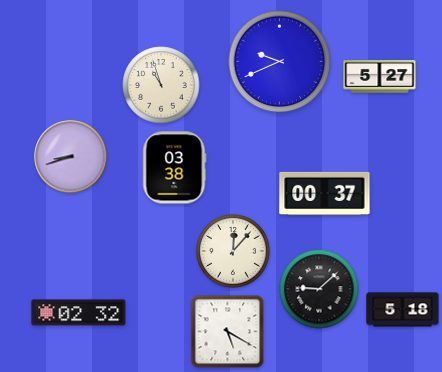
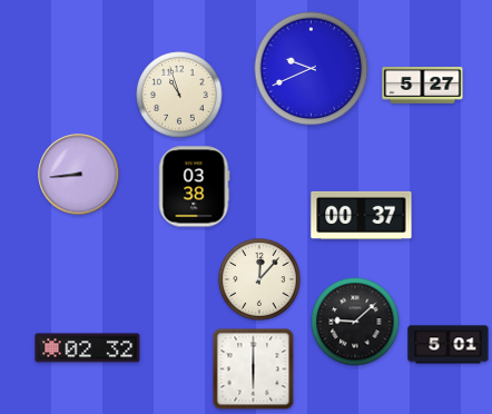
clock at (71, 157): 8:42 -> 8:44
clock at (403, 310): 5:18 -> 5:01
clock at (228, 332): 5:20 -> 6:00
